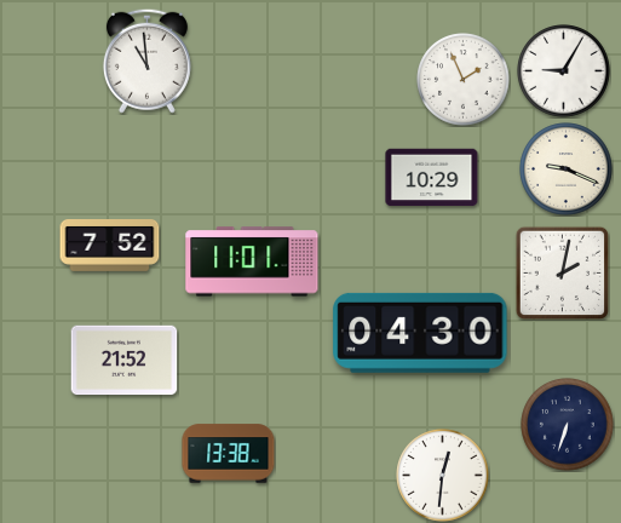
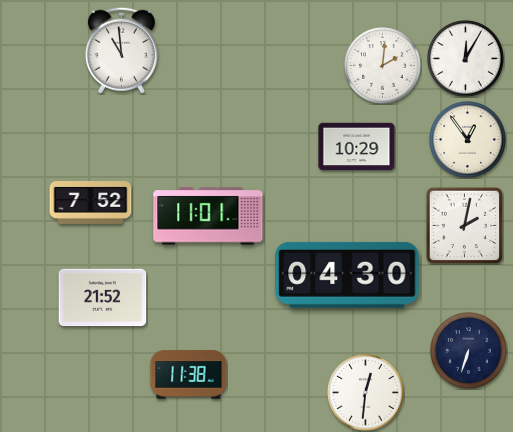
clock at (564, 71): 9:05 -> 12:05
clock at (464, 80): 1:56 -> 2:01
clock at (567, 169): 9:19 -> 12:54
clock at (229, 454): 13:38 -> 11:38
